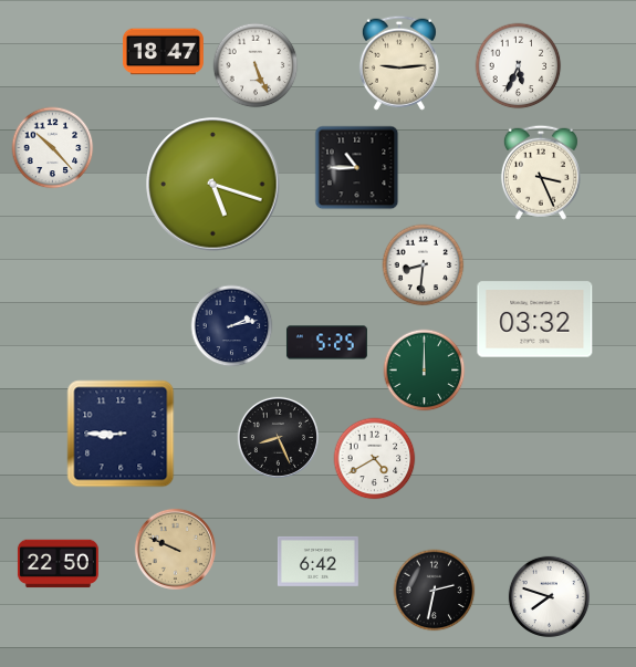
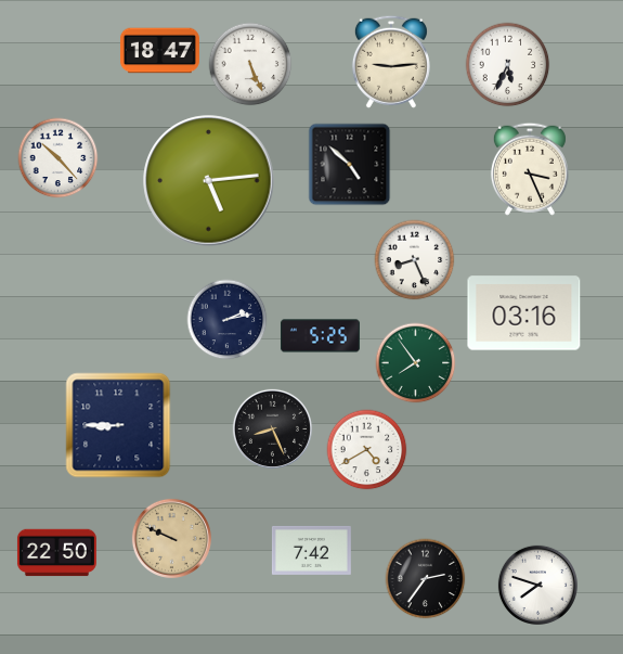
clock at (53, 148) position: (53, 148) -> (59, 158)
clock at (357, 168): 10:45 -> 4:52
clock at (213, 185): 5:18 -> 5:14
clock at (424, 265): 8:31 -> 8:26
clock at (535, 320): 03:32 -> 03:16
clock at (425, 371): 12:00 -> 7:54
clock at (317, 561): 6:42 -> 7:42
clock at (435, 591): 2:32 -> 2:36
